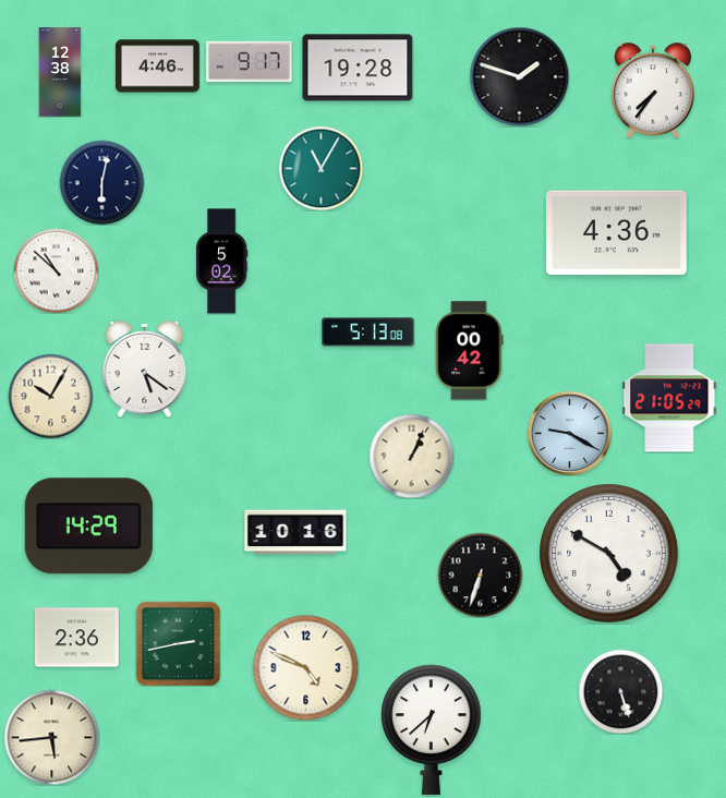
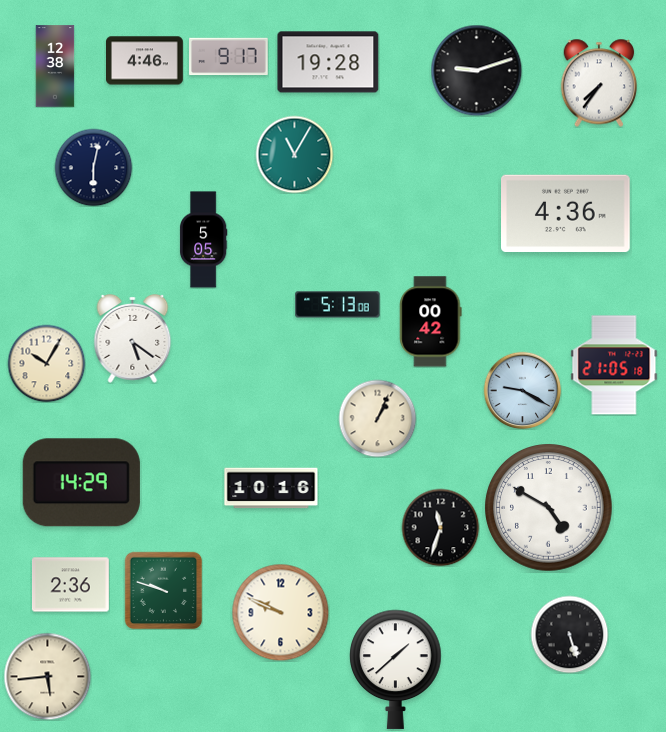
clock at (519, 76): 1:48 -> 9:12
clock at (221, 262): 5:02 -> 5:05
clock at (56, 270): 10:52 -> none
clock at (669, 398): 21:05:29 -> 21:05:18
clock at (569, 433) position: (569, 433) -> (522, 390)
clock at (609, 554) position: (609, 554) -> (549, 508)
clock at (480, 575): 6:33 -> 11:33
clock at (178, 643): 2:43 -> 9:48
clock at (305, 667): 4:49 -> 9:49
clock at (432, 729): 6:38 -> 1:38
